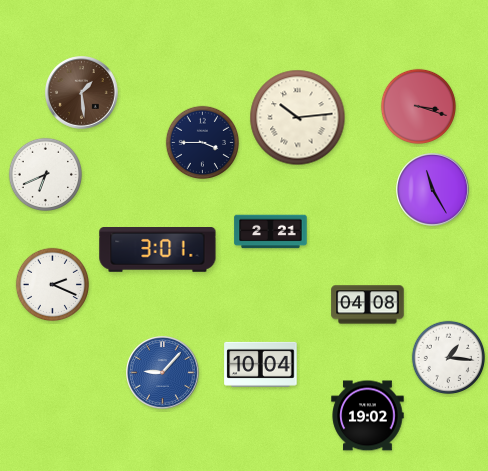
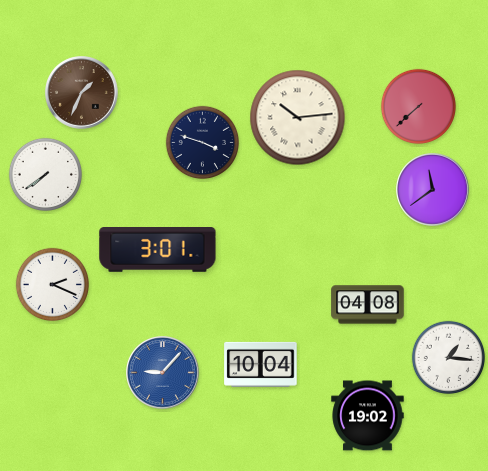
clock at (82, 93): 1:29 -> 1:34
clock at (418, 106): 3:18 -> 7:38
clock at (202, 142): 3:45 -> 3:48
clock at (45, 174): 6:41 -> 7:39
clock at (433, 190): 11:25 -> 11:39
clock at (271, 232): 2:21 -> none
